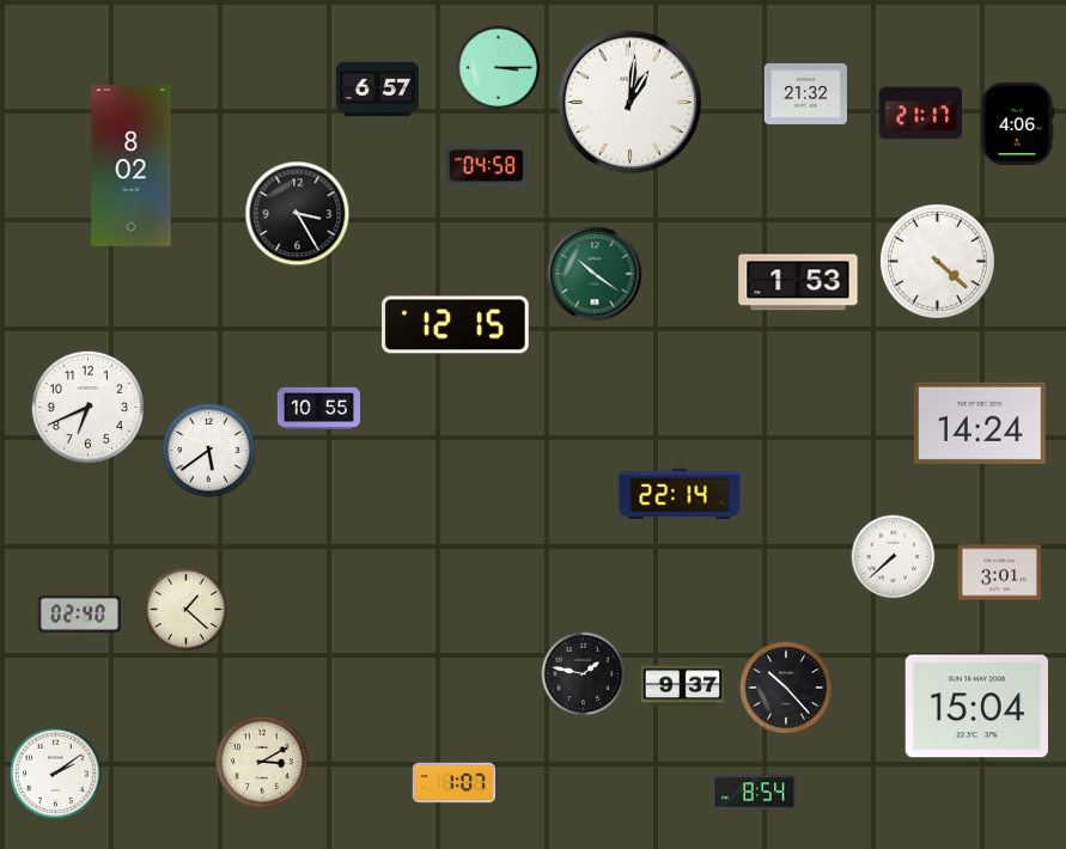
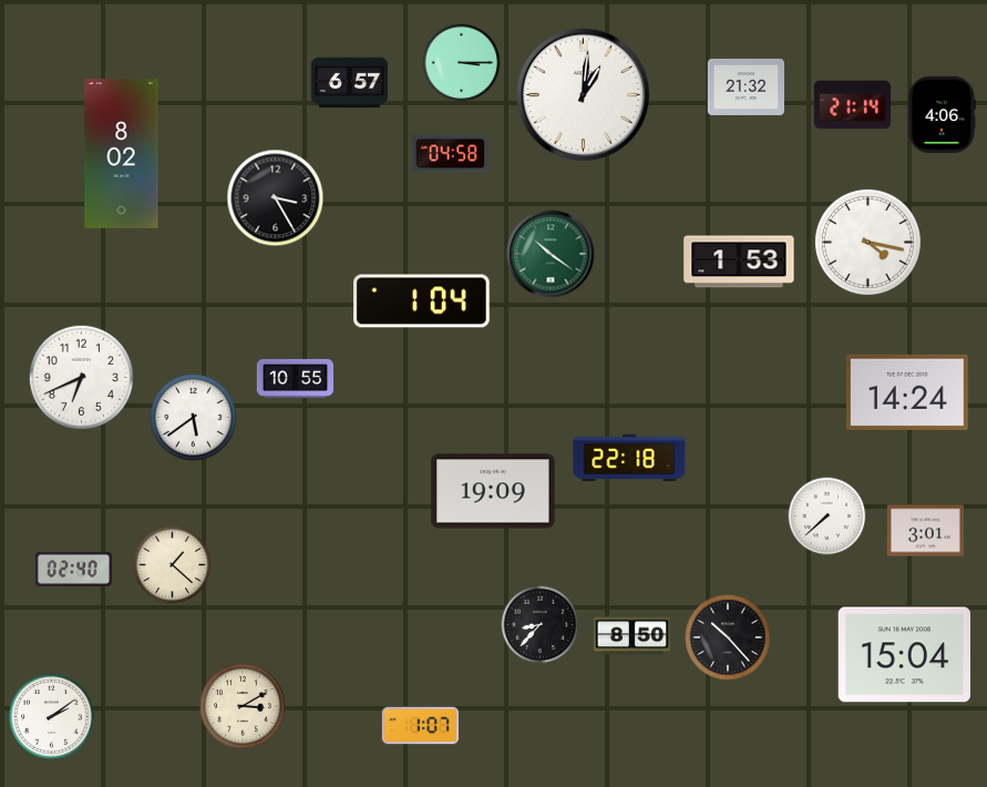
clock at (920, 114): 21:17 -> 21:14
clock at (937, 261): 4:22 -> 4:17
clock at (456, 325): 12:15 -> 1:04
clock at (680, 494): 22:14 -> 22:18
clock at (493, 491): none -> 19:09
clock at (584, 674): 1:47 -> 8:37
clock at (682, 686): 9:37 -> 8:50
clock at (754, 793): 8:54 -> none
